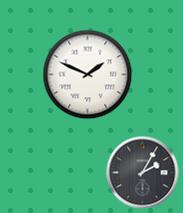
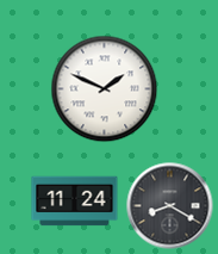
clock at (75, 202): none -> 11:24
clock at (143, 173): 2:05 -> 8:20
